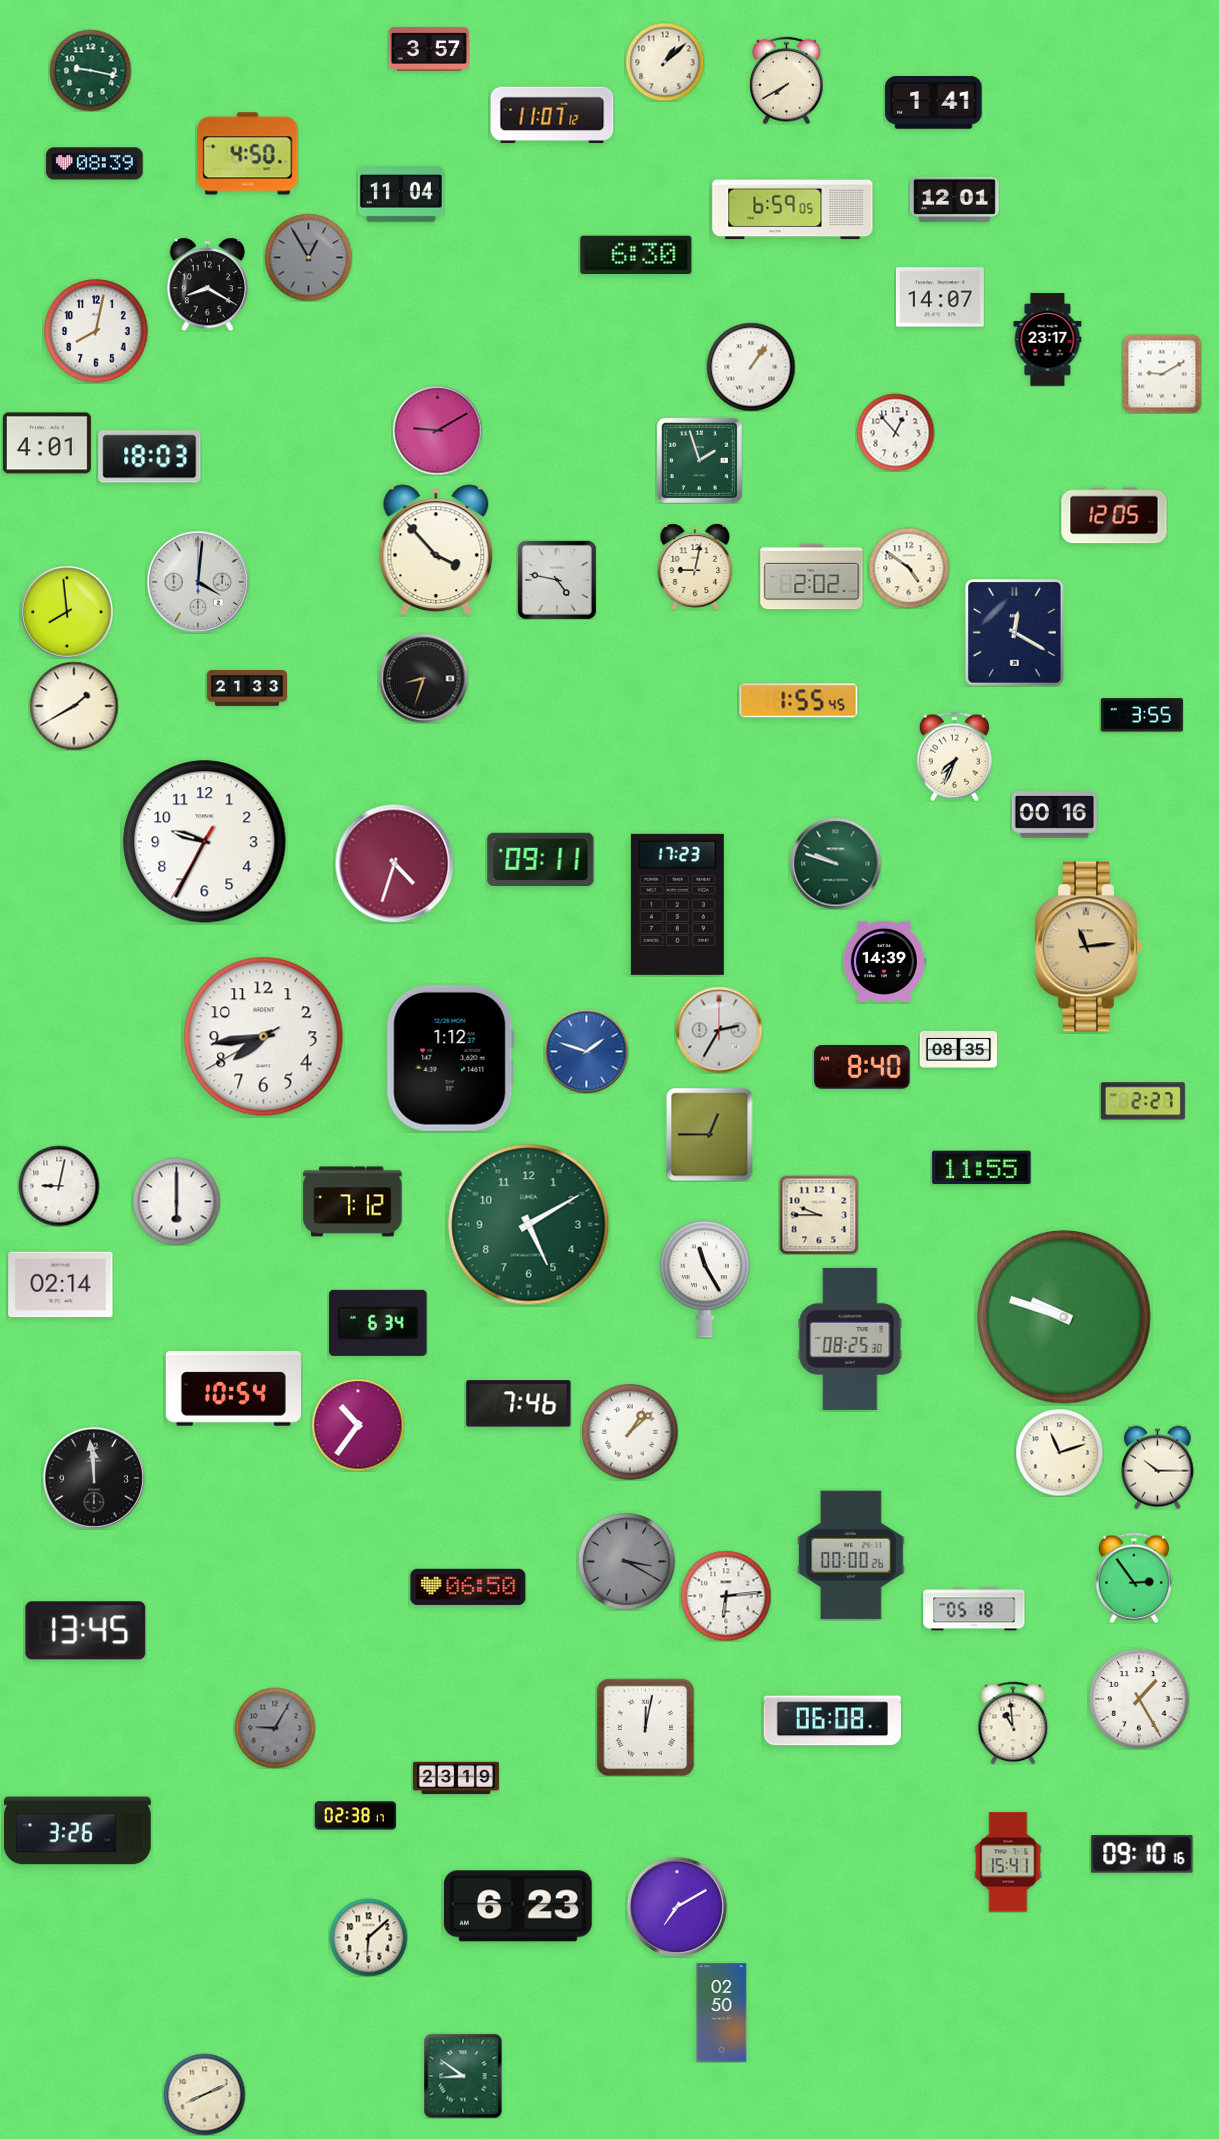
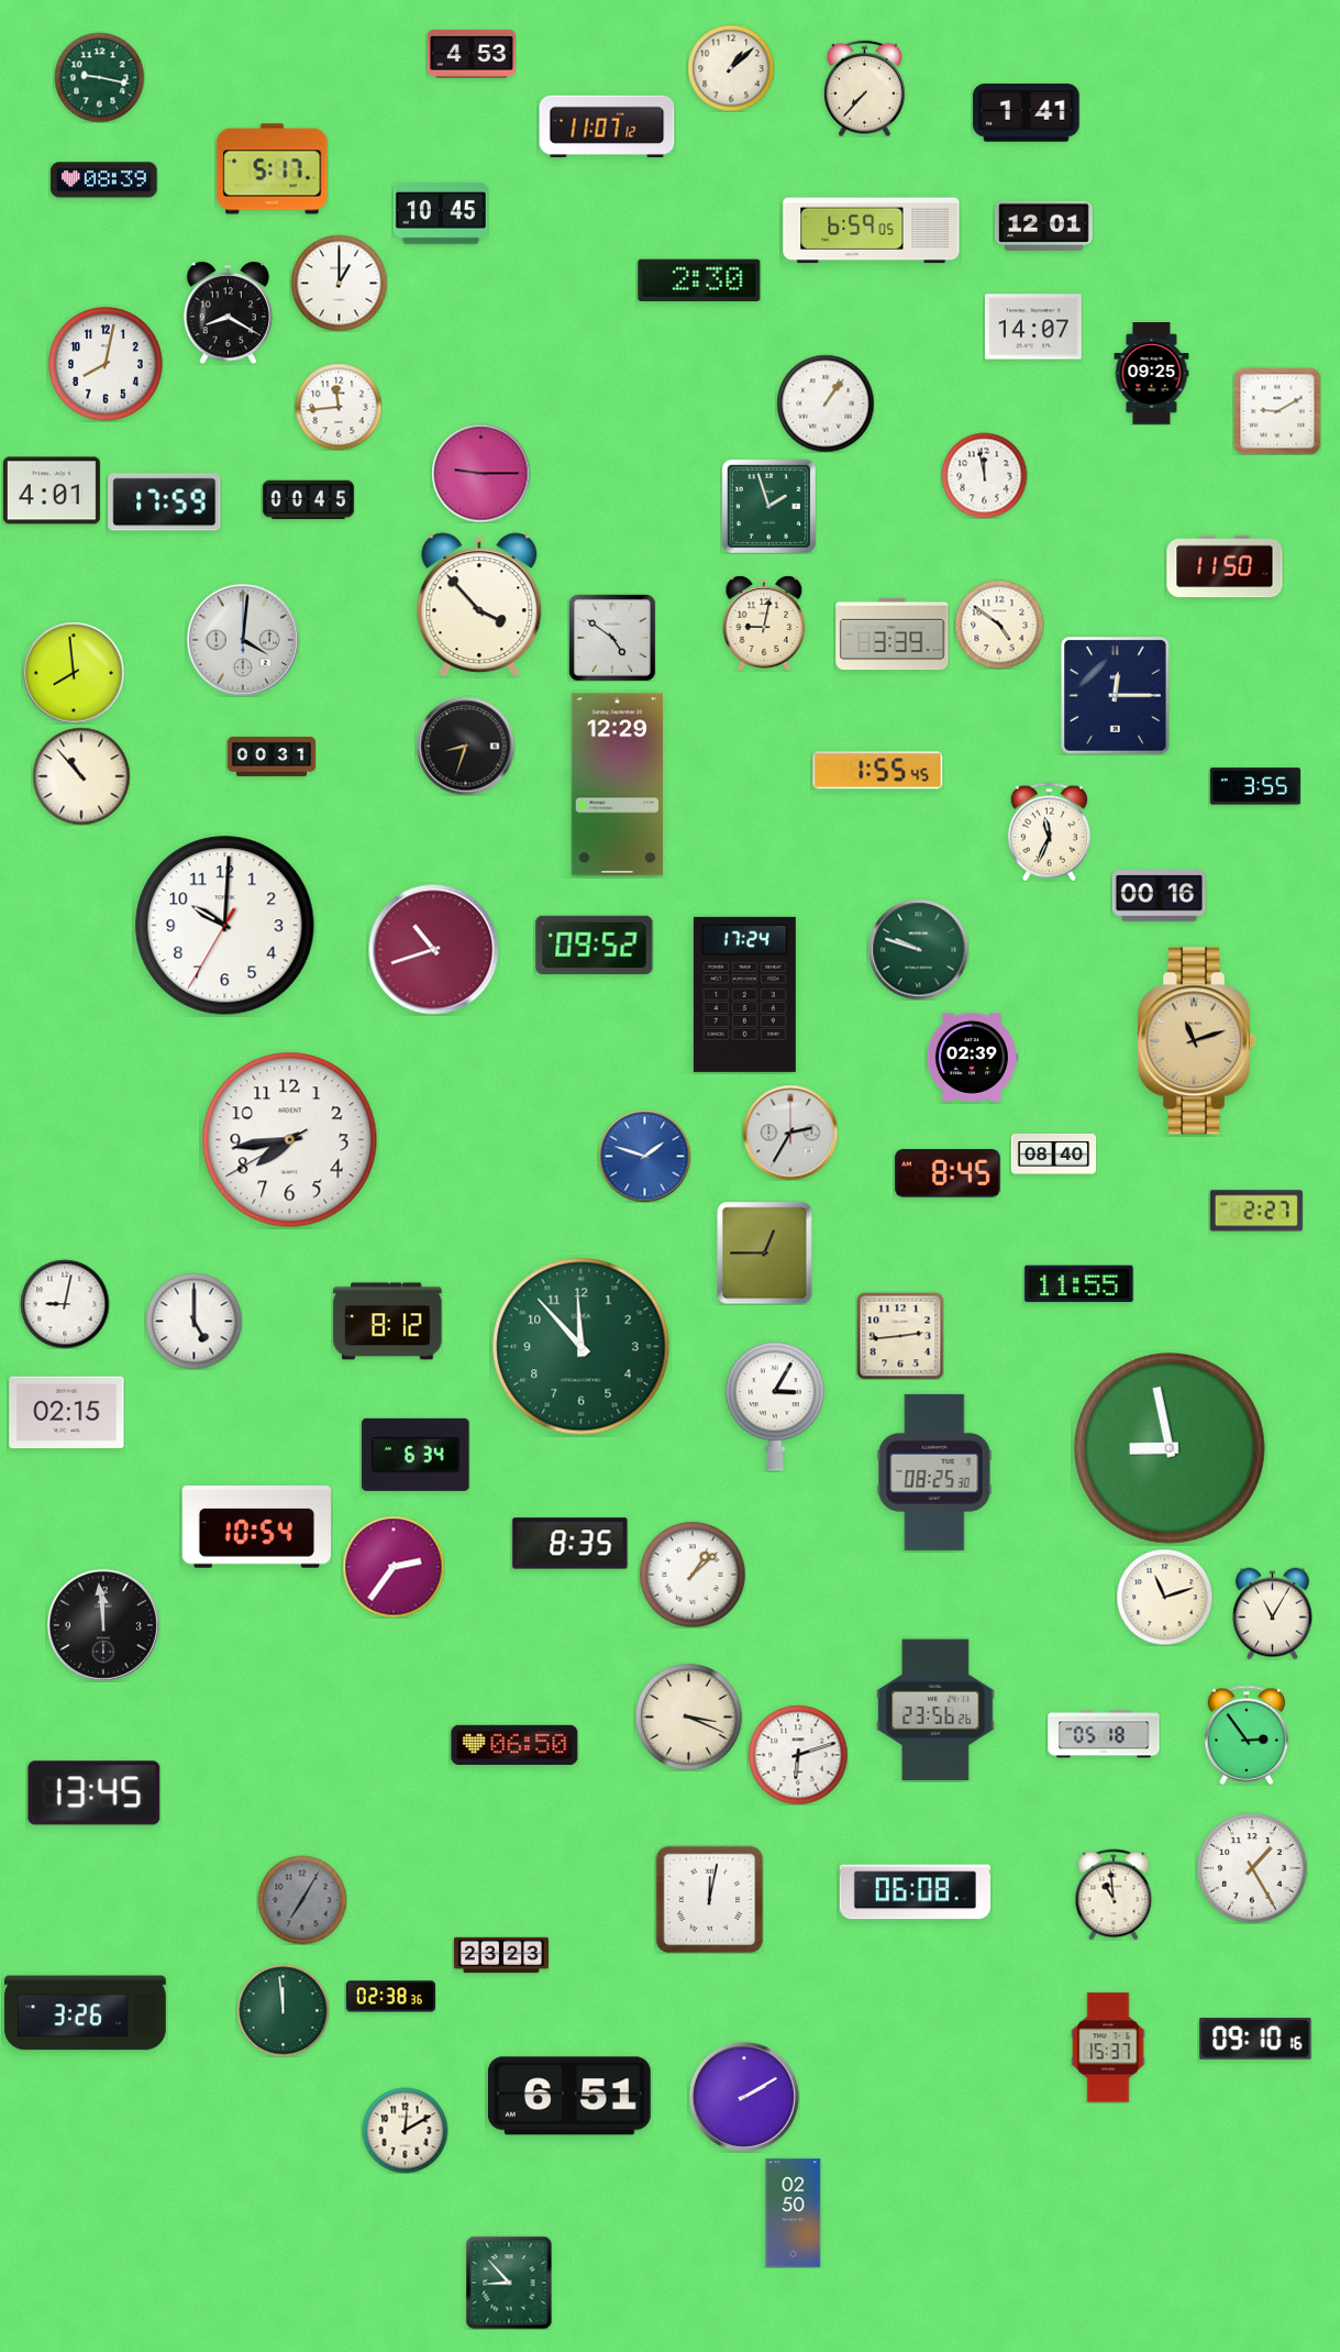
clock at (429, 49): 3:57 -> 4:53
clock at (787, 80): 7:40 -> 7:37
clock at (248, 154): 4:50 -> 5:17
clock at (401, 195): 11:04 -> 10:45
clock at (954, 199) position: (954, 199) -> (1043, 225)
clock at (636, 254): 6:30 -> 2:30
clock at (308, 257): 12:55 -> 1:00
clock at (308, 257) dial: grey -> white
clock at (1048, 340): 23:17 -> 09:25
clock at (339, 407): none -> 11:44
clock at (437, 430): 9:10 -> 9:15
clock at (895, 432): 12:53 -> 11:58
clock at (47, 443) position: (47, 443) -> (52, 490)
clock at (308, 500): none -> 00:45
clock at (150, 457): 18:03 -> 17:59
clock at (1114, 515): 12:05 -> 11:50
clock at (812, 577): 2:02 -> 3:39
clock at (557, 580): 4:47 -> 4:51
clock at (198, 582) position: (198, 582) -> (243, 640)
clock at (1015, 633): 12:20 -> 12:15
clock at (247, 688): 21:33 -> 00:31
clock at (74, 706): 1:40 -> 10:53
clock at (618, 785): none -> 12:29
clock at (954, 756): 7:34 -> 11:34
clock at (205, 842): 9:34 -> 10:00
clock at (541, 859): 09:11 -> 09:52
clock at (395, 864): 4:33 -> 10:42
clock at (677, 904): 17:23 -> 17:24
clock at (1088, 947): 11:14 -> 11:12
clock at (884, 961): 14:39 -> 02:39
clock at (958, 1049): 08:35 -> 08:40
clock at (450, 1058): 1:12 -> none
clock at (862, 1067): 8:40 -> 8:45
clock at (710, 1134) position: (710, 1134) -> (765, 1252)
clock at (176, 1201): 6:00 -> 5:00
clock at (353, 1202): 7:12 -> 8:12
clock at (819, 1215): 9:45 -> 2:44
clock at (529, 1225): 5:10 -> 11:53
clock at (705, 1279): 11:25 -> 3:05
clock at (61, 1285): 02:14 -> 02:15
clock at (1064, 1317): 9:48 -> 8:58
clock at (519, 1404): 7:46 -> 8:35
clock at (358, 1425): 10:36 -> 2:36
clock at (1157, 1467): 10:15 -> 11:05
clock at (851, 1555): 00:00 -> 23:56
clock at (627, 1562): 3:20 -> 3:19
clock at (627, 1562) dial: grey -> cream
clock at (726, 1596): 6:14 -> 6:12
clock at (974, 1609) position: (974, 1609) -> (1104, 1734)
clock at (275, 1728): 9:05 -> 7:05
clock at (456, 1778): 23:19 -> 23:23
clock at (355, 1816): 02:38:17 -> 02:38:36
clock at (283, 2010): none -> 11:59
clock at (1008, 1862): 15:41 -> 15:37
clock at (518, 1906): 6:23 -> 6:51
clock at (677, 1907): 7:10 -> 2:10
clock at (368, 1937): 6:08 -> 12:10
clock at (463, 2076): 8:51 -> 8:53
clock at (204, 2094): 8:11 -> none
